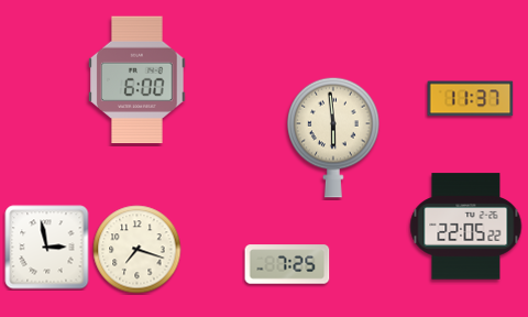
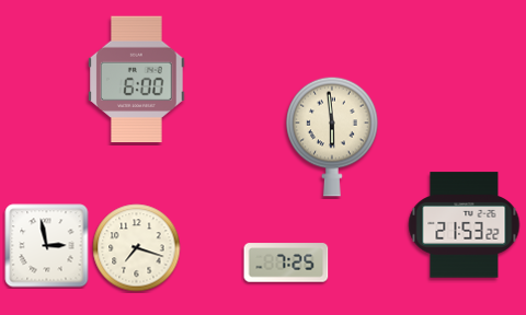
clock at (471, 99): 11:37 -> none
clock at (466, 227): 22:05 -> 21:53
